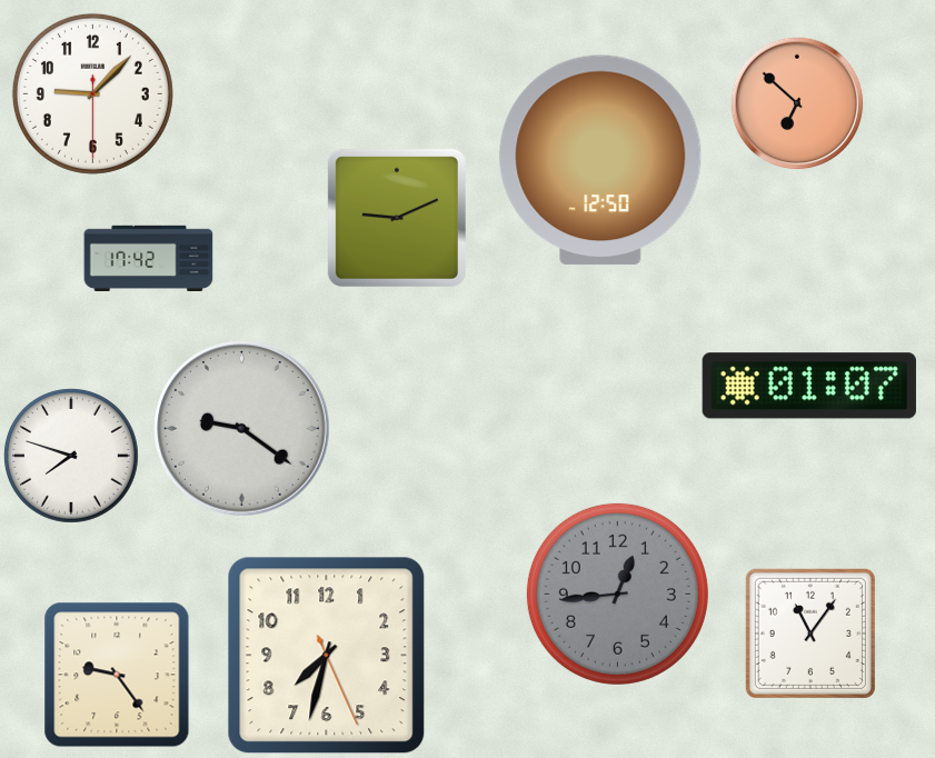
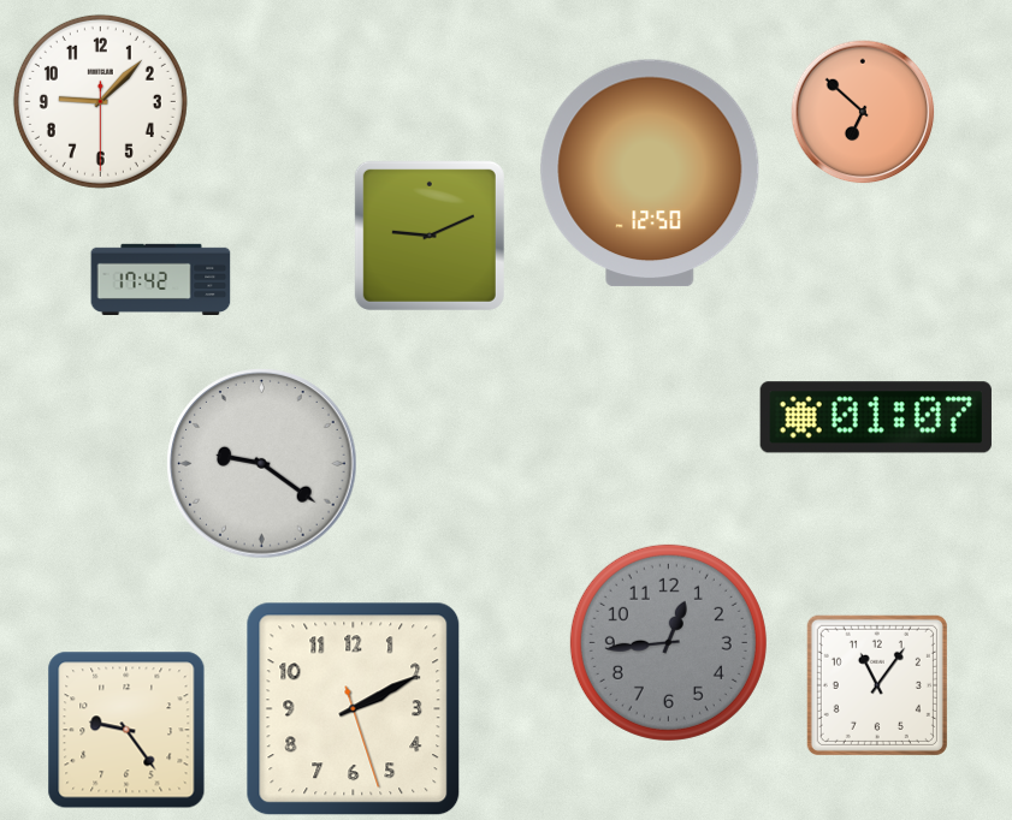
clock at (71, 456): 7:48 -> none
clock at (327, 656): 7:32 -> 2:10
